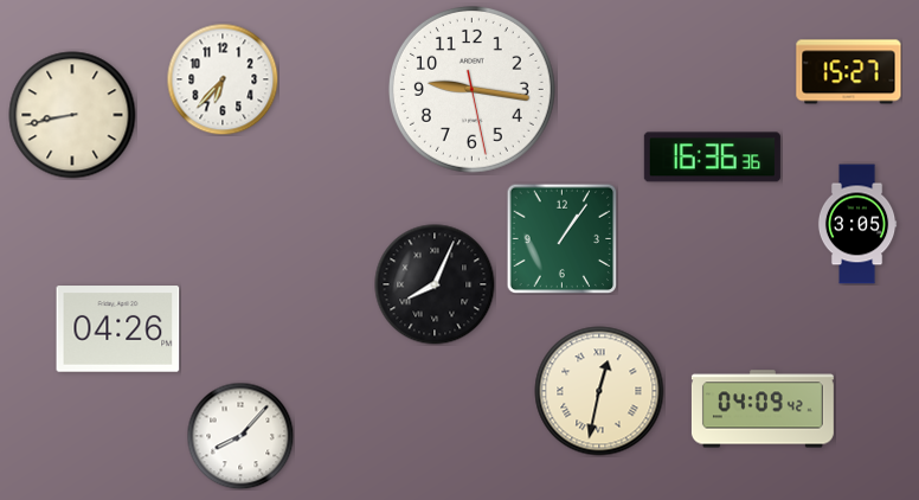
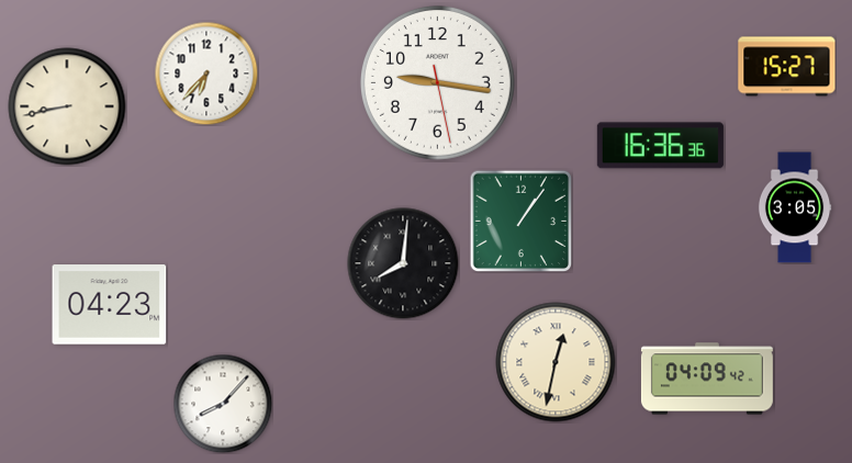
clock at (435, 284): 8:04 -> 8:01
clock at (118, 329): 04:26 -> 04:23
